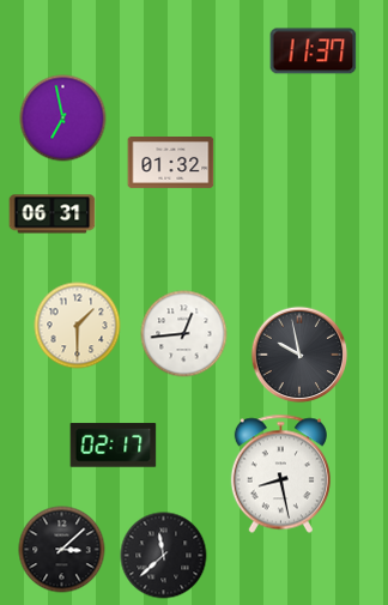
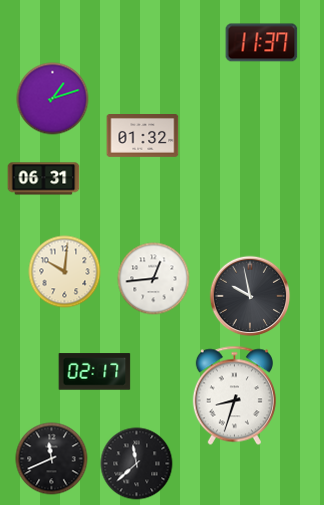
clock at (63, 119): 6:58 -> 1:12
clock at (78, 326): 1:30 -> 10:01
clock at (280, 474): 8:28 -> 8:33
clock at (62, 550): 3:08 -> 11:41
